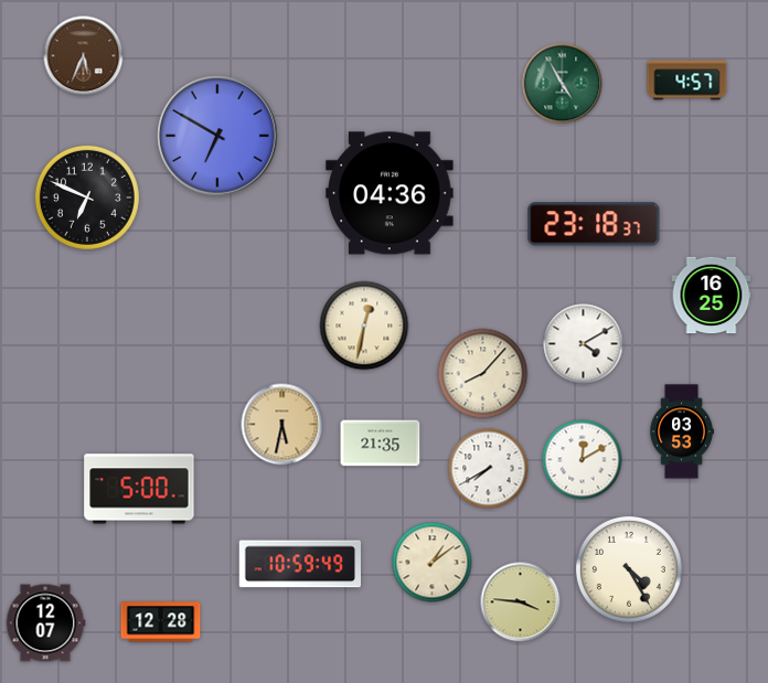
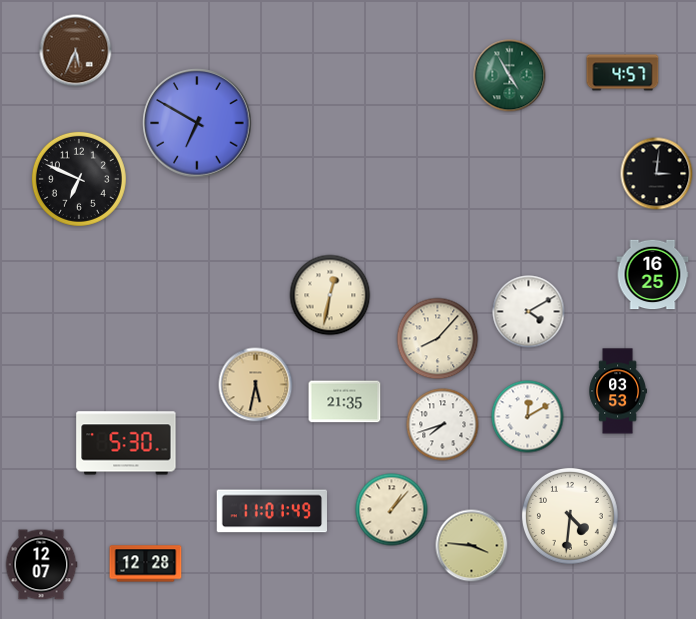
clock at (657, 174): none -> 3:01
clock at (390, 193): 04:36 -> none
clock at (594, 224): 23:18 -> none
clock at (712, 296) position: (712, 296) -> (653, 275)
clock at (489, 469): 7:40 -> 7:42
clock at (139, 489): 5:00 -> 5:30
clock at (433, 563): 1:09 -> 1:07
clock at (299, 564): 10:59 -> 11:01
clock at (629, 569): 4:25 -> 4:31
